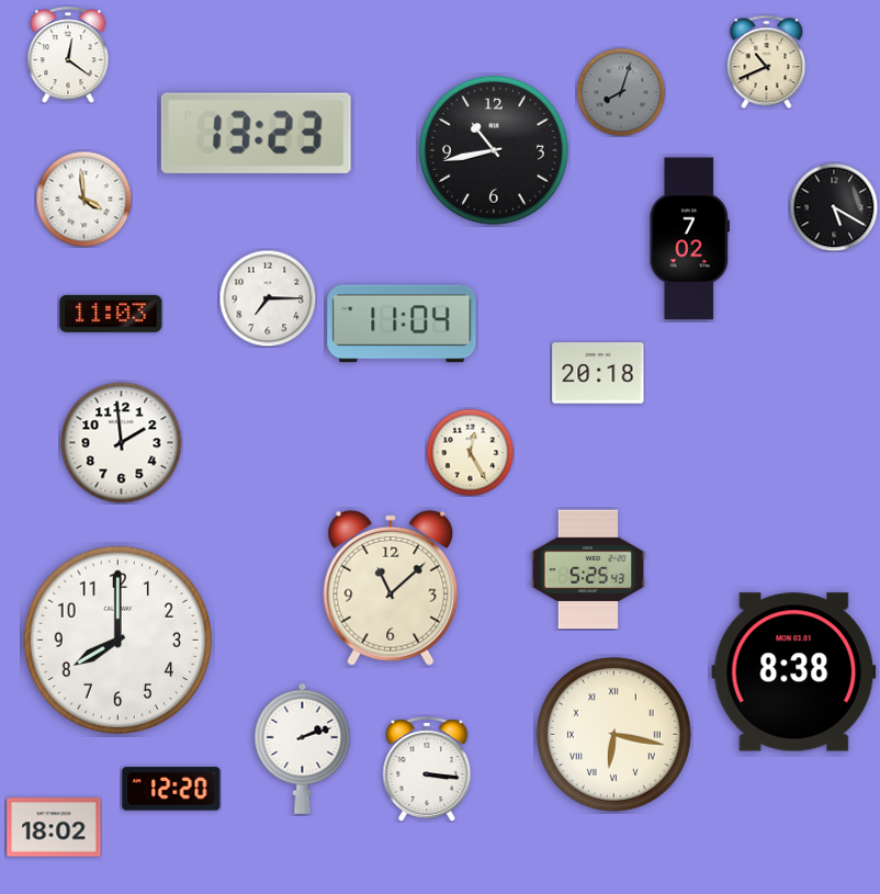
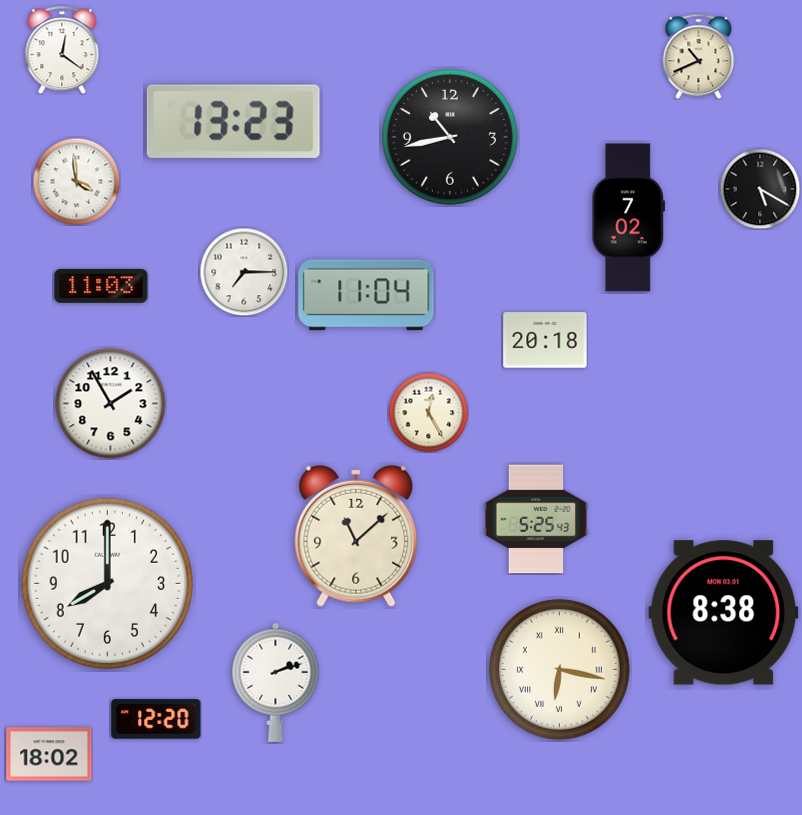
clock at (621, 92): 8:03 -> none
clock at (122, 443): 1:59 -> 1:55
clock at (427, 769): 3:16 -> none
